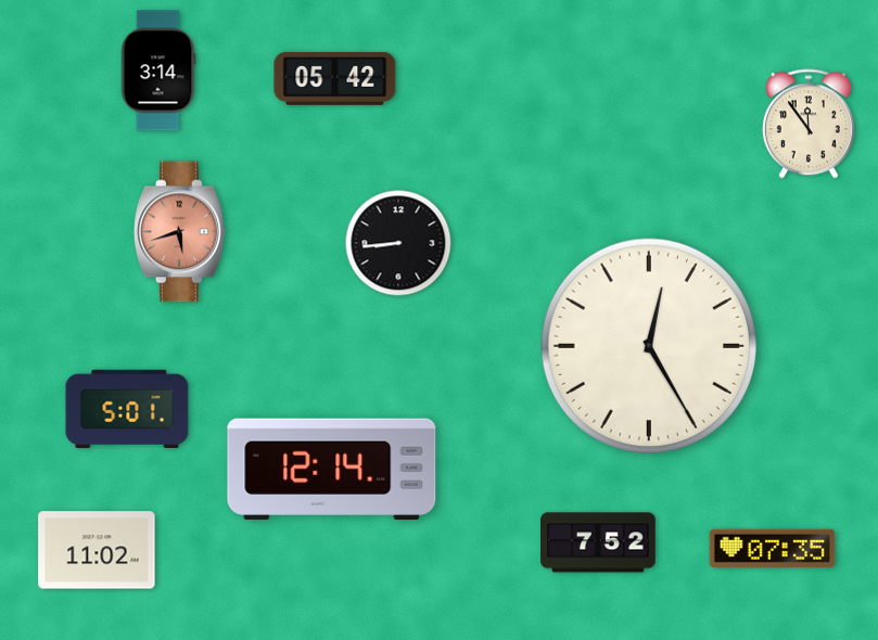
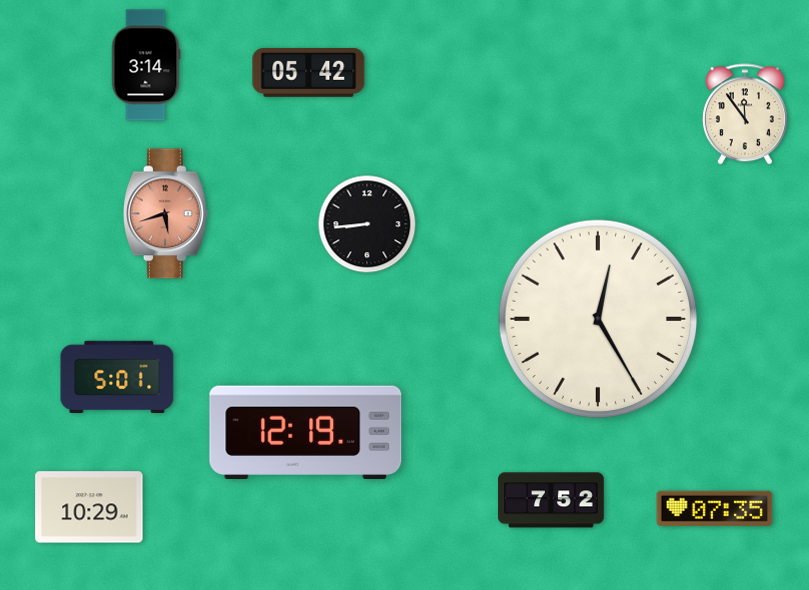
clock at (332, 470): 12:14 -> 12:19
clock at (773, 548) position: (773, 548) -> (715, 508)
clock at (97, 550): 11:02 -> 10:29
